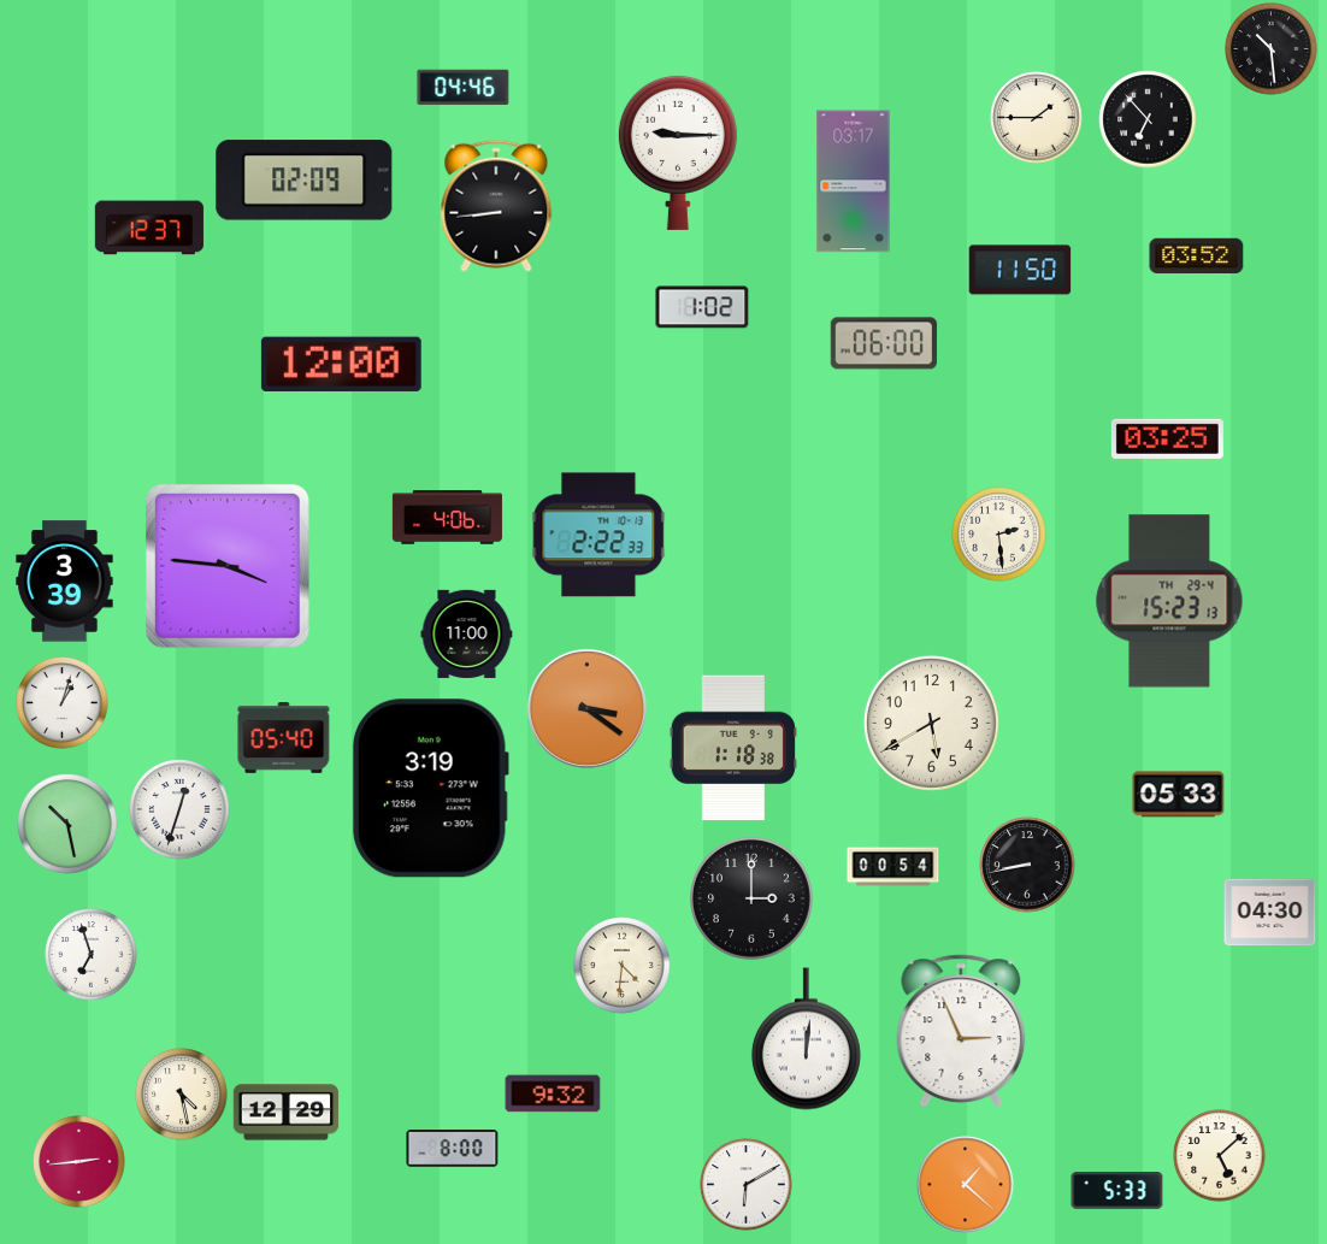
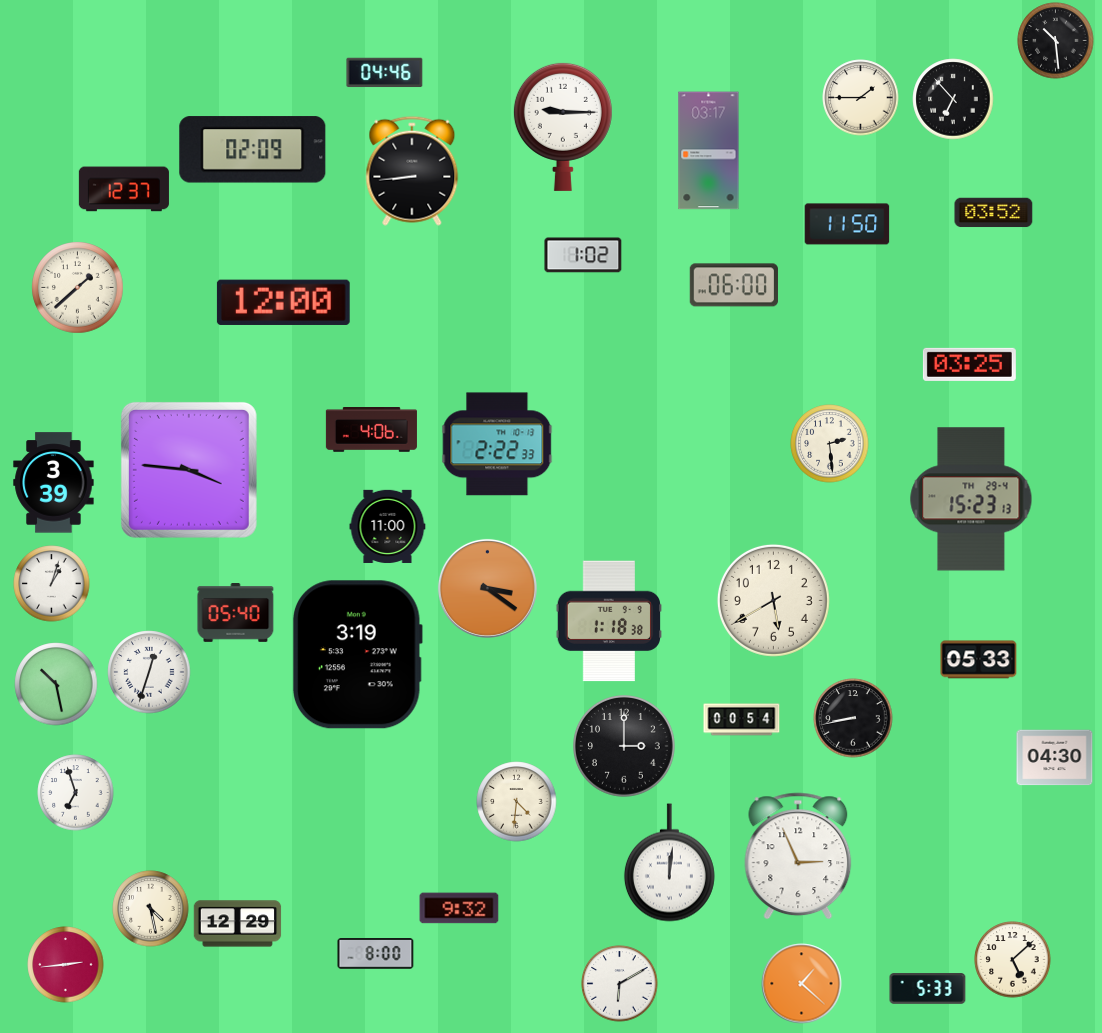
clock at (78, 288): none -> 1:38
